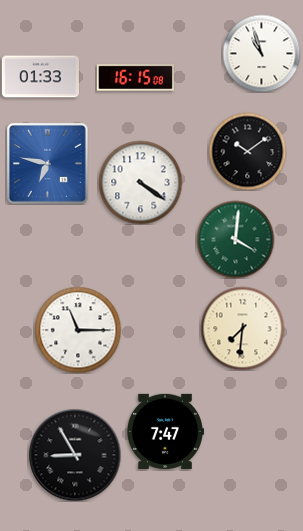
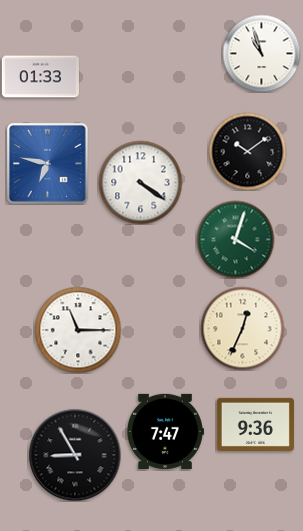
clock at (135, 78): 16:15 -> none
clock at (235, 239): 4:01 -> 4:03
clock at (242, 328): 7:31 -> 12:34
clock at (255, 424): none -> 9:36
